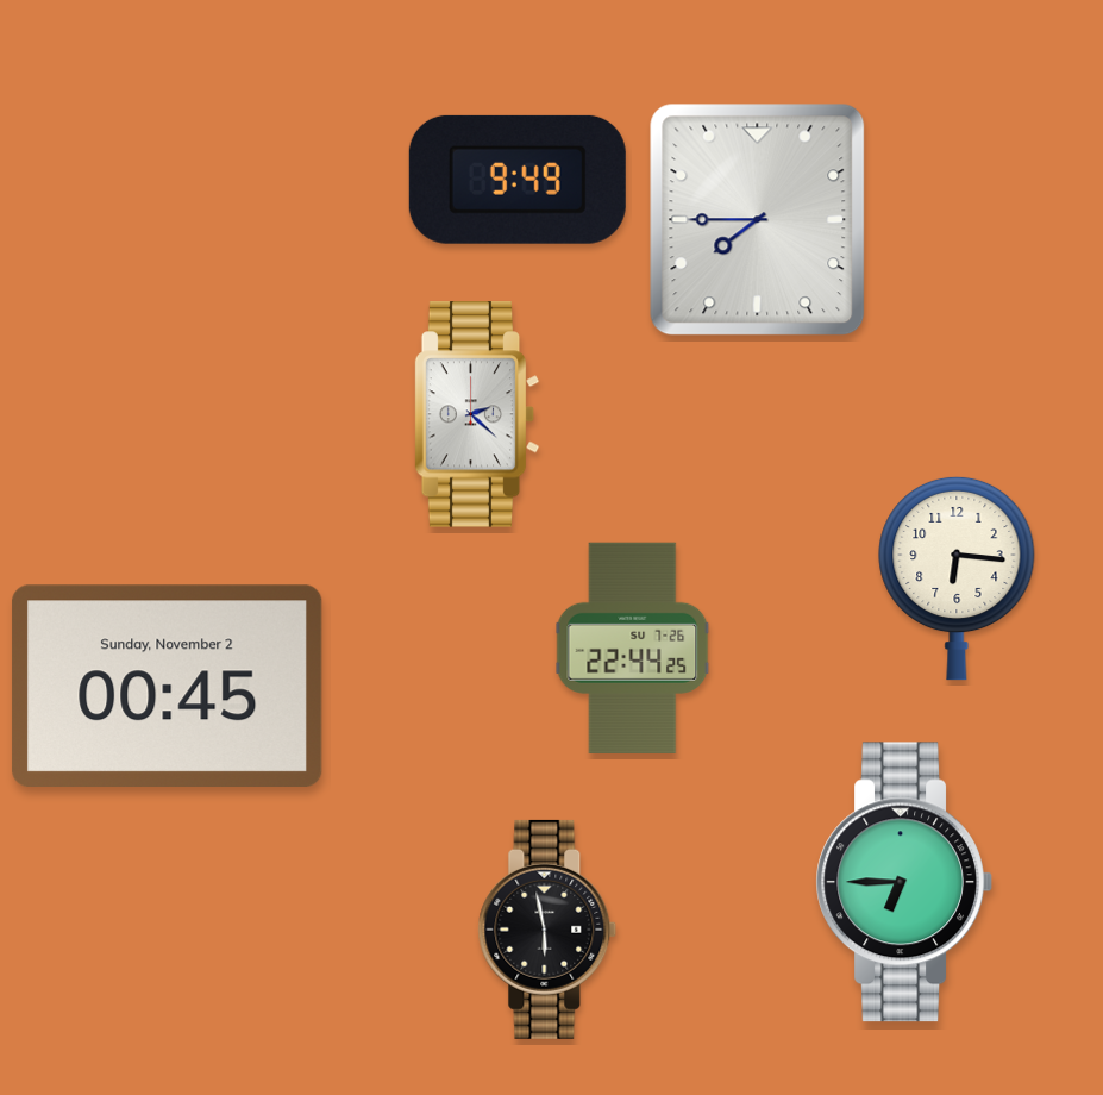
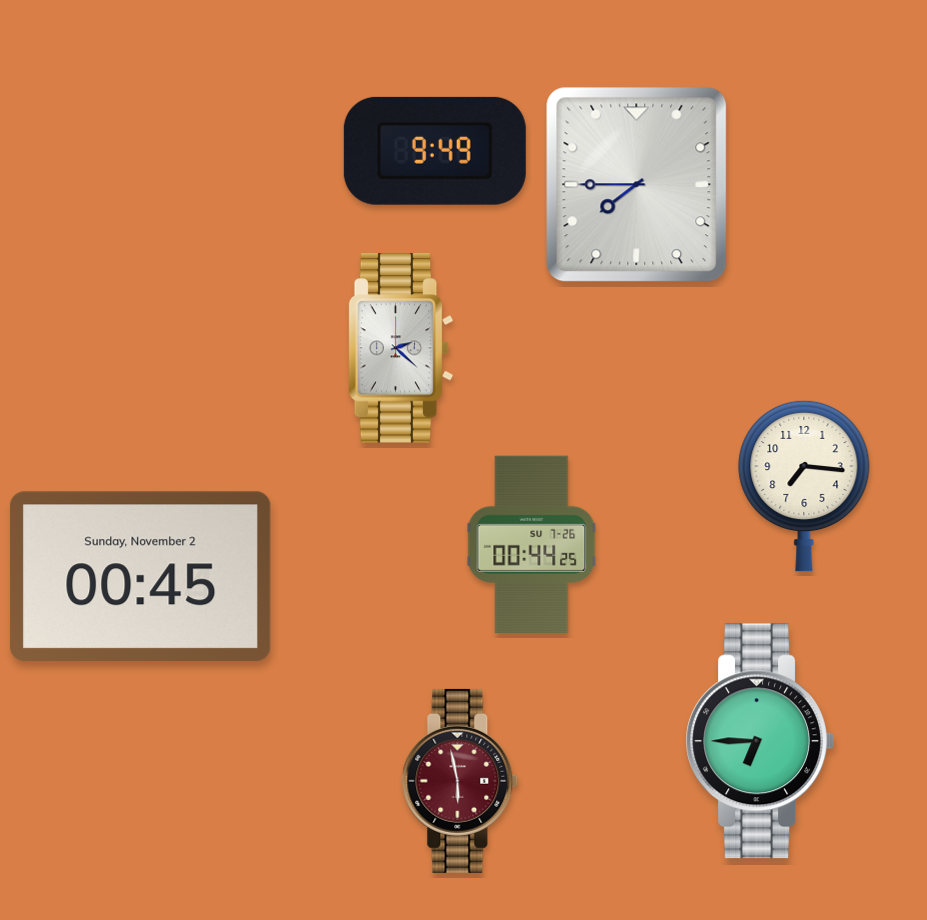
clock at (957, 578): 6:16 -> 7:16
clock at (633, 647): 22:44 -> 00:44
clock at (547, 930) dial: black -> burgundy
